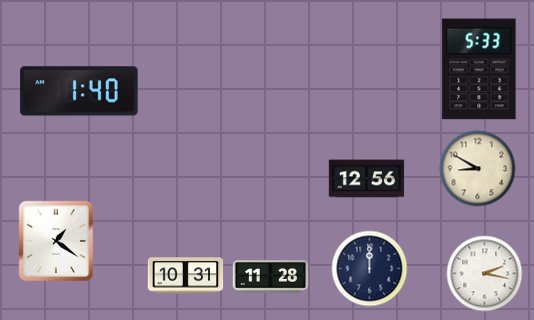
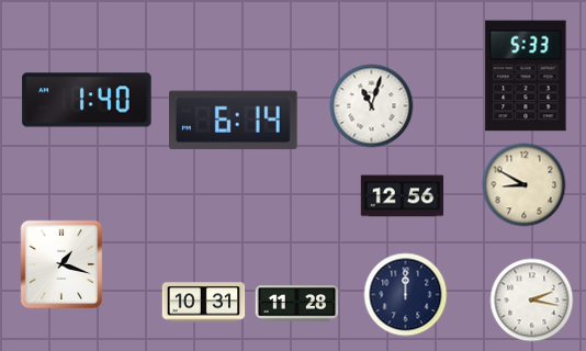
clock at (372, 106): none -> 11:03
clock at (234, 121): none -> 6:14
clock at (56, 241): 1:21 -> 1:18
